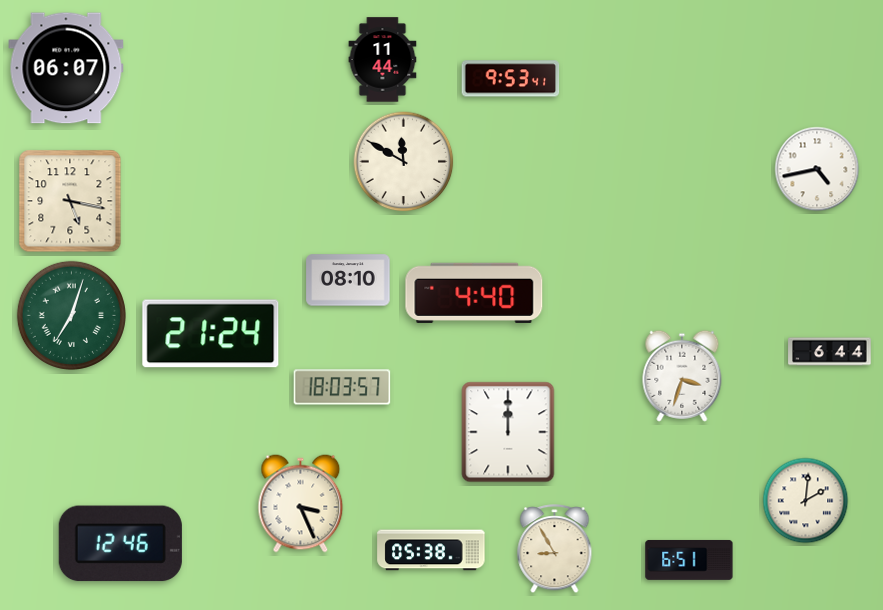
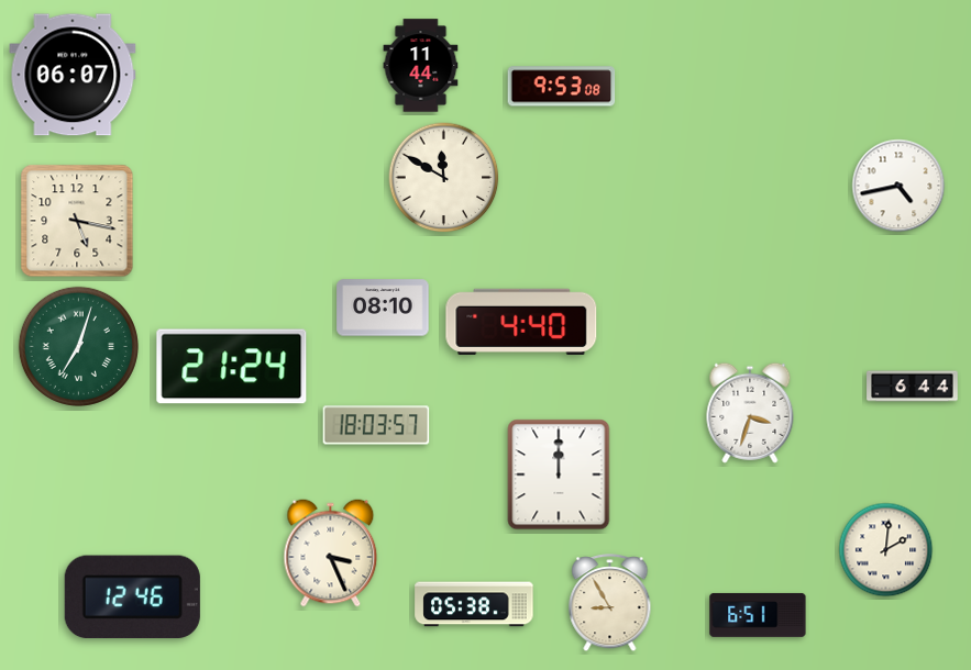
clock at (511, 79): 9:53:41 -> 9:53:08
